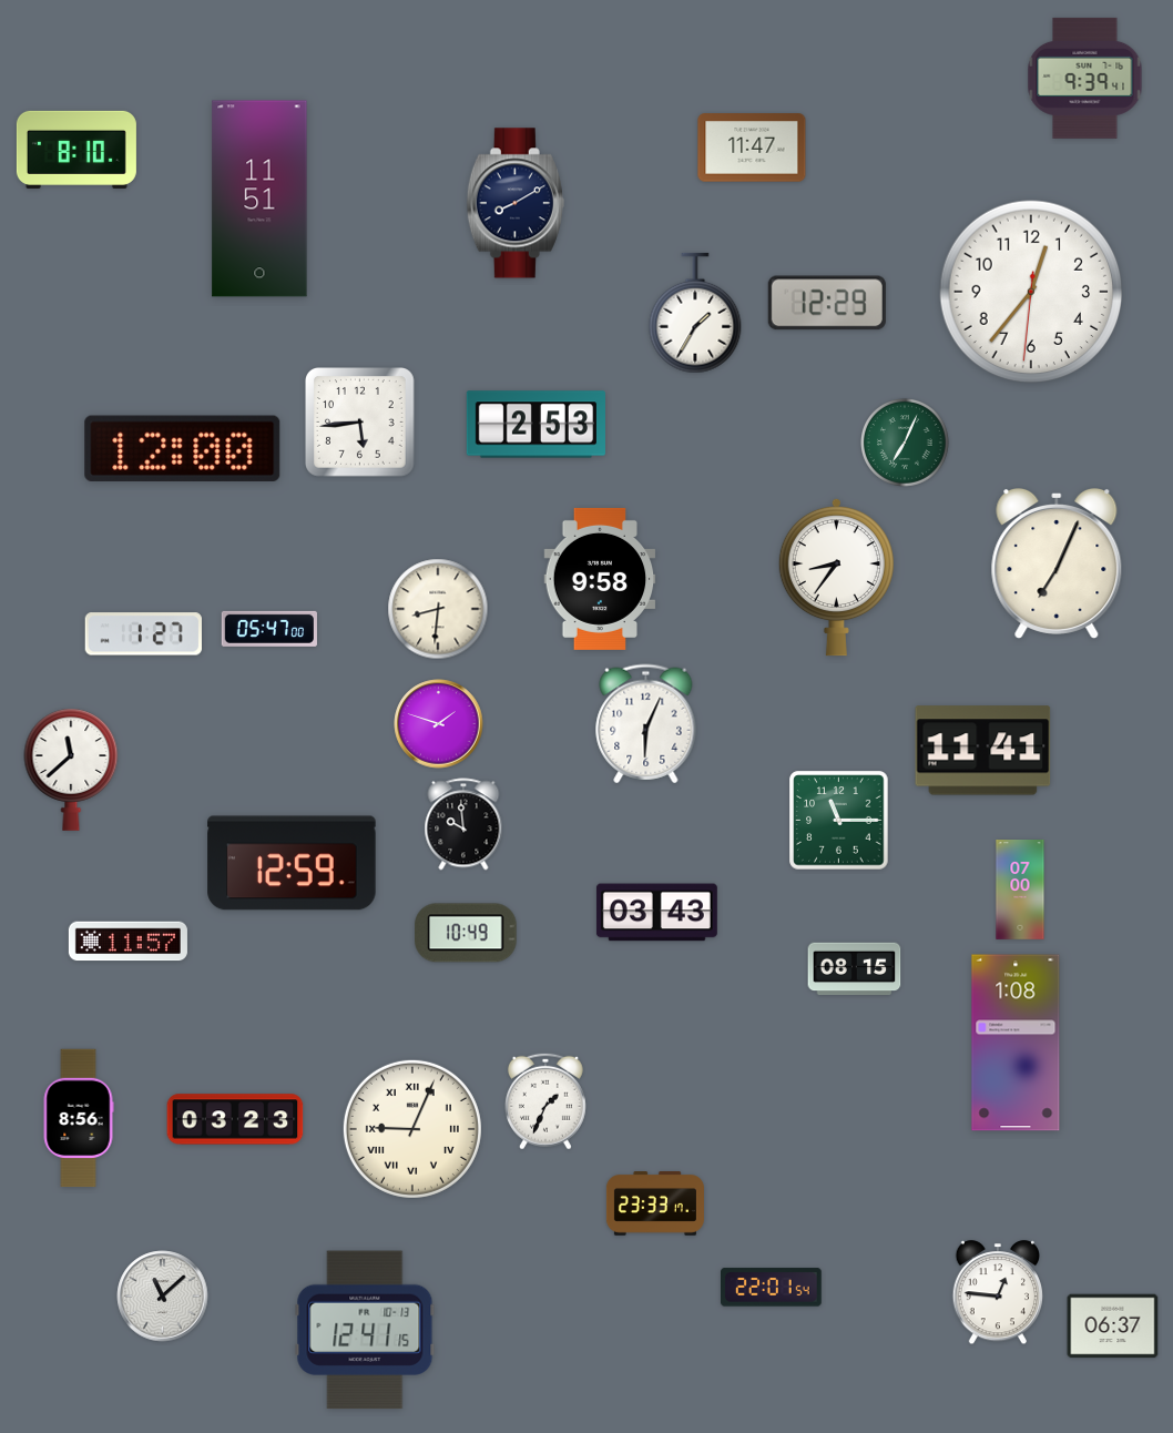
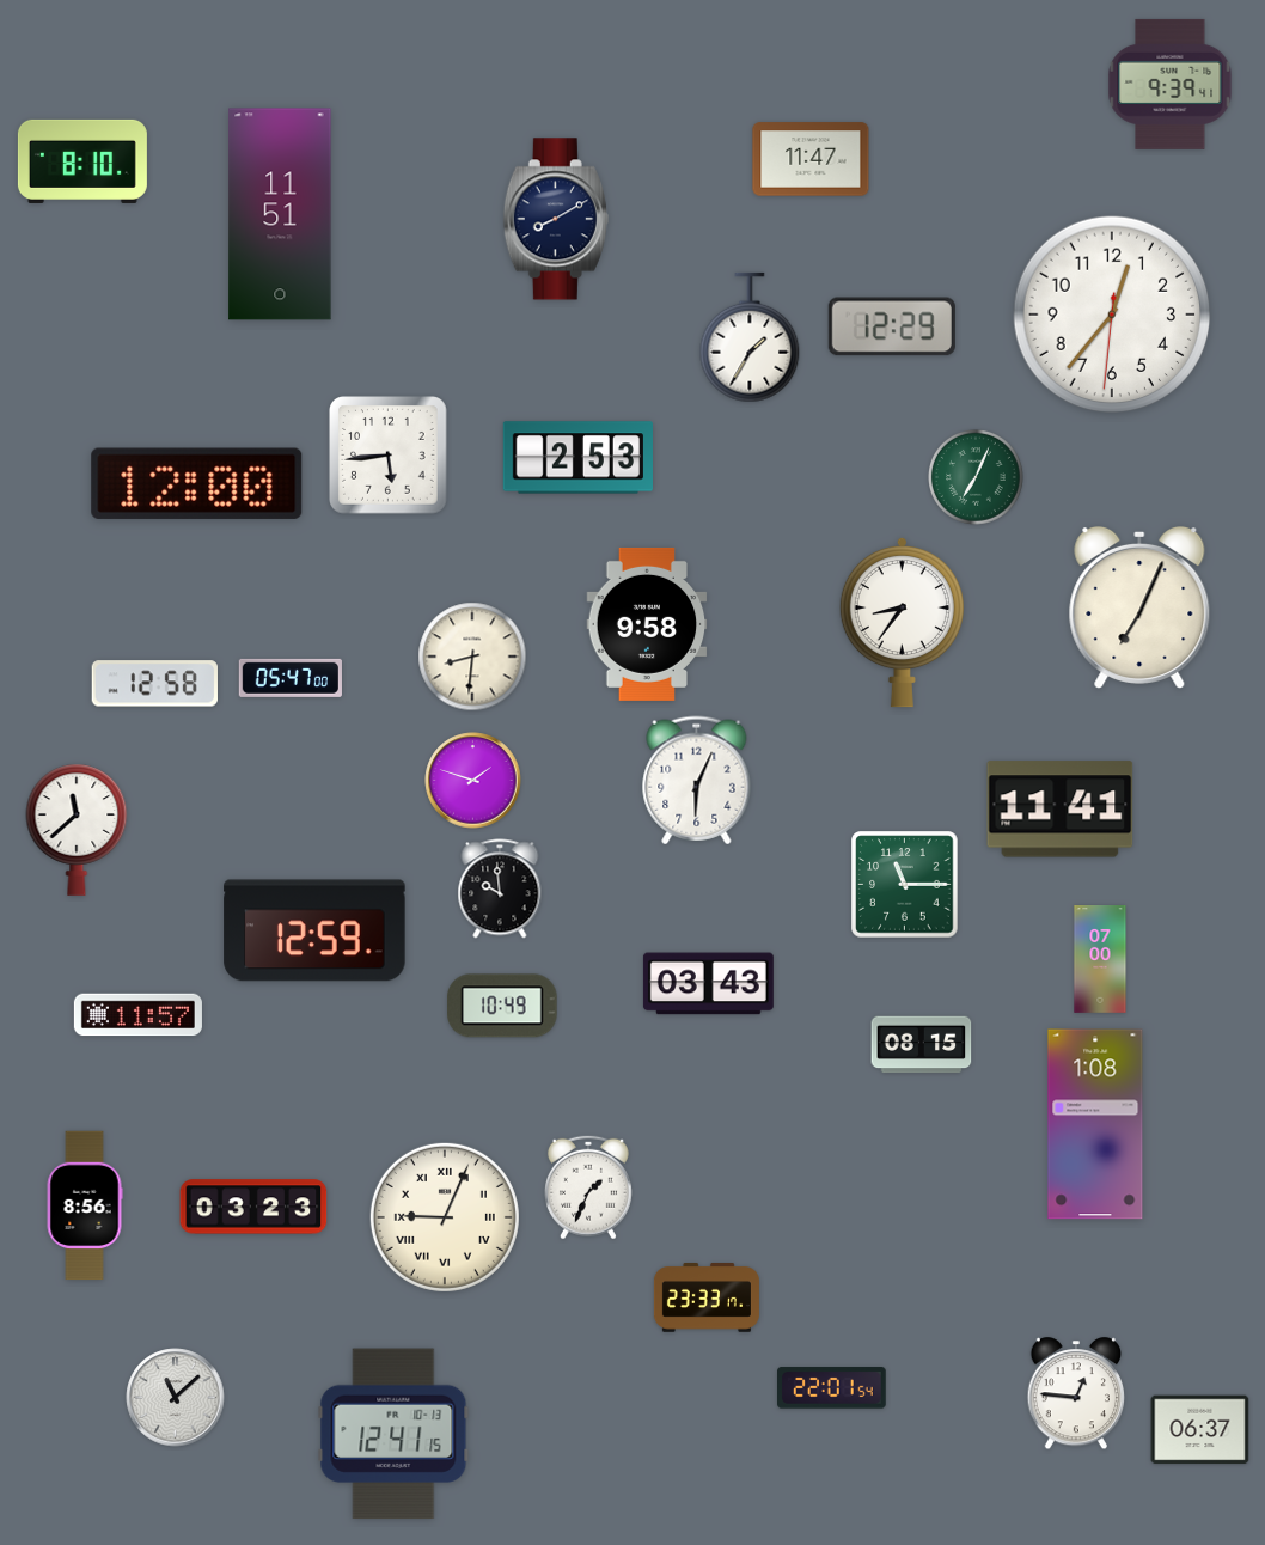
clock at (143, 634): 1:27 -> 12:58
